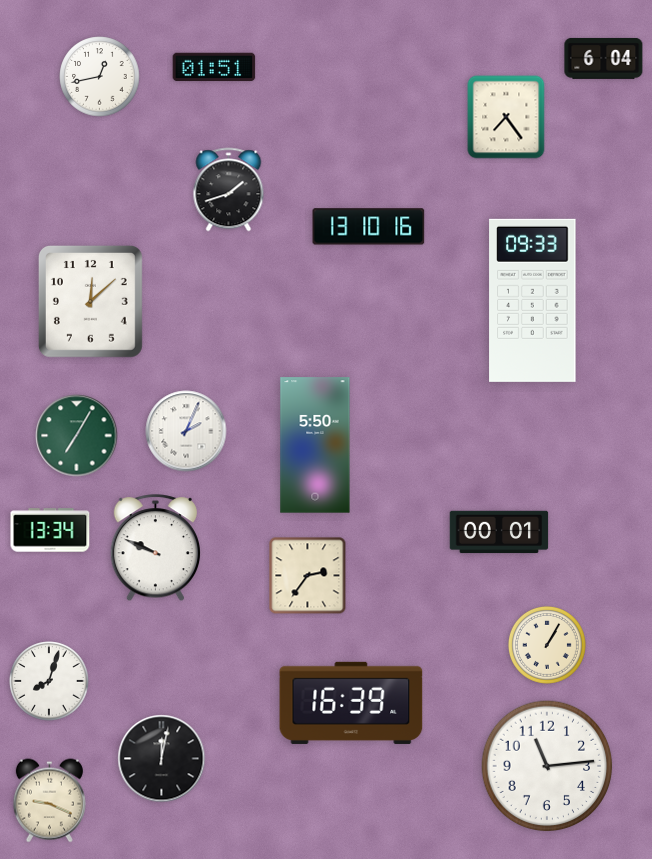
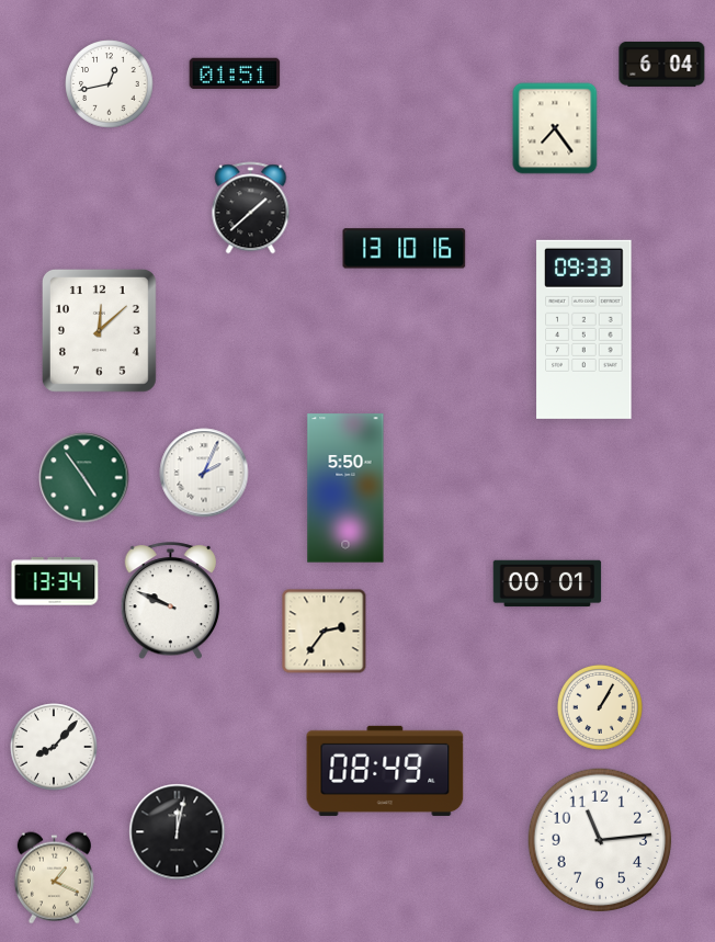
clock at (229, 190): 1:42 -> 1:38
clock at (77, 436): 7:05 -> 4:54
clock at (308, 576) position: (308, 576) -> (325, 632)
clock at (49, 681): 8:03 -> 8:07
clock at (351, 703): 16:39 -> 08:49
clock at (49, 801): 9:19 -> 1:19
